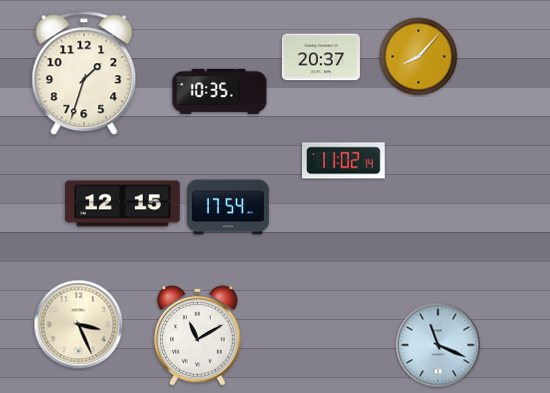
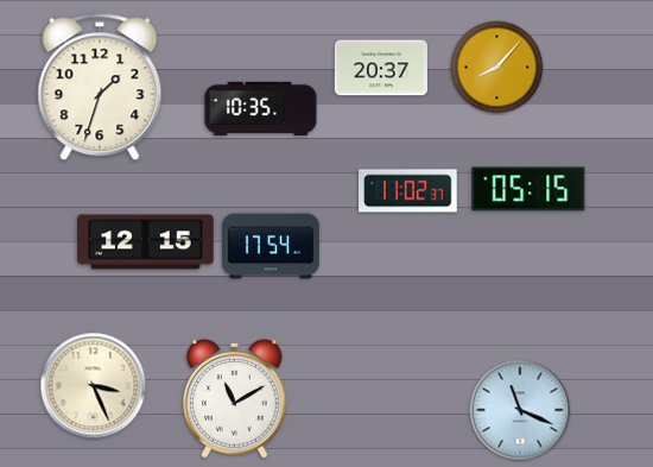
clock at (528, 189): none -> 05:15
clock at (344, 161): 11:02:14 -> 11:02:37
